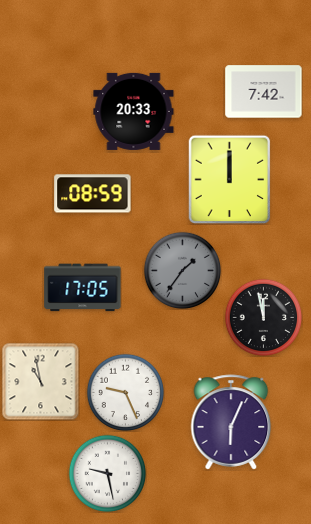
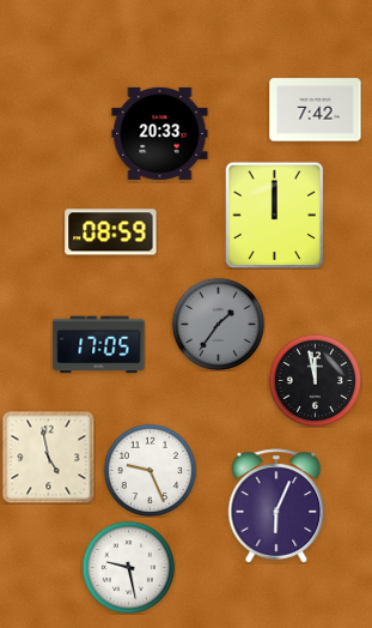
clock at (40, 381): 10:58 -> 4:58
